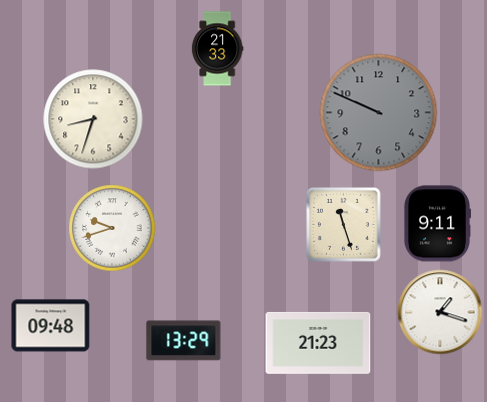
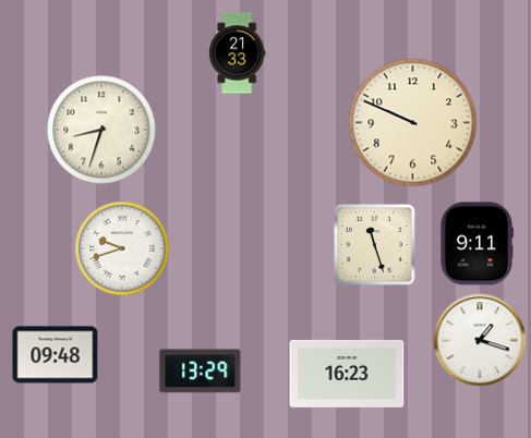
clock at (379, 113) dial: grey -> cream
clock at (318, 343): 21:23 -> 16:23
